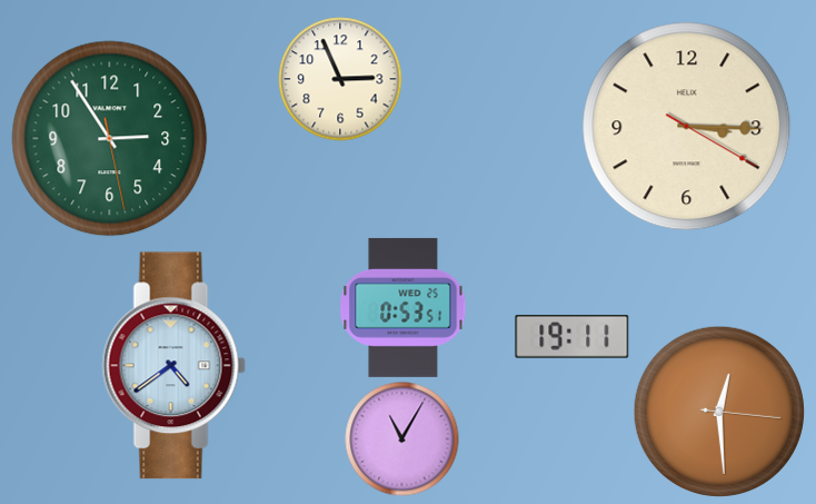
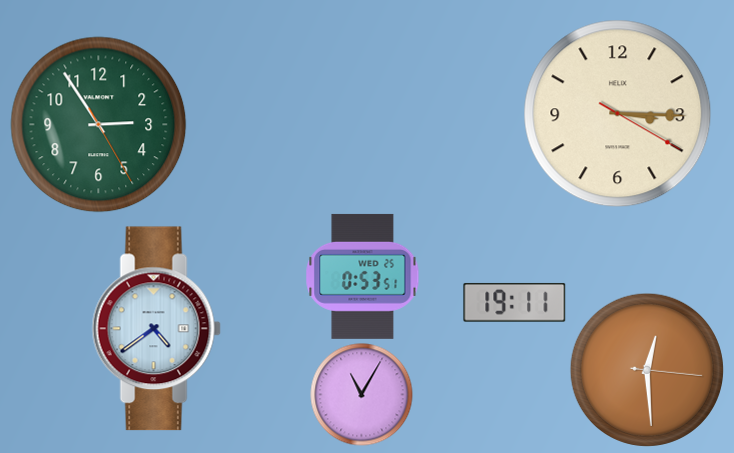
clock at (340, 79): 2:56 -> none
clock at (110, 139): 2:54:28 -> 2:54:25
